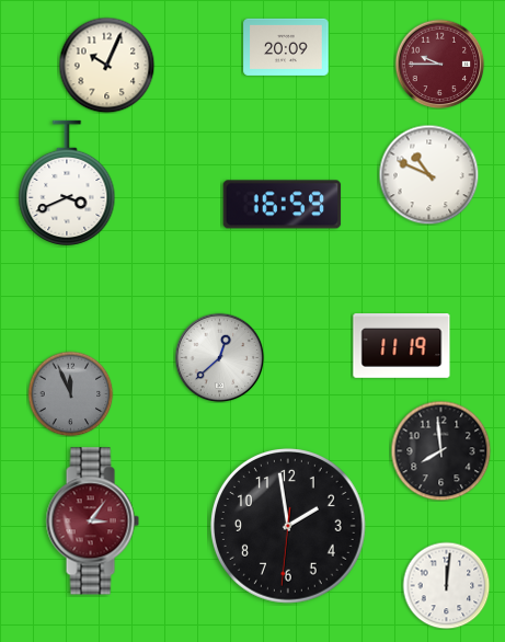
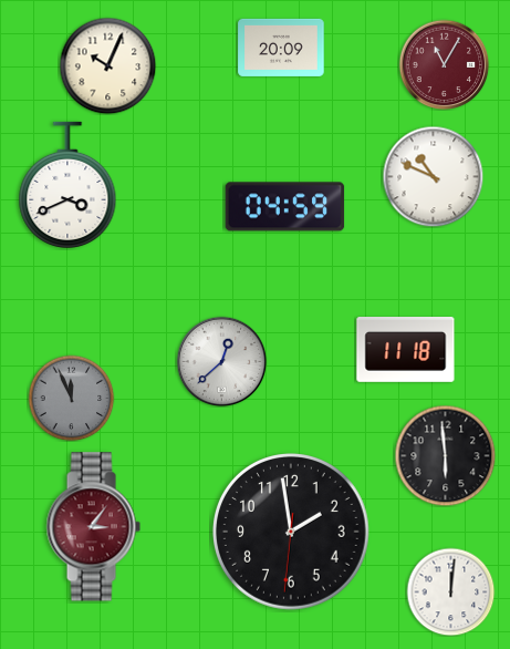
clock at (286, 47) position: (286, 47) -> (281, 48)
clock at (439, 64): 9:45 -> 11:05
clock at (283, 205): 16:59 -> 04:59
clock at (402, 346): 11:19 -> 11:18
clock at (440, 450): 7:59 -> 5:59
